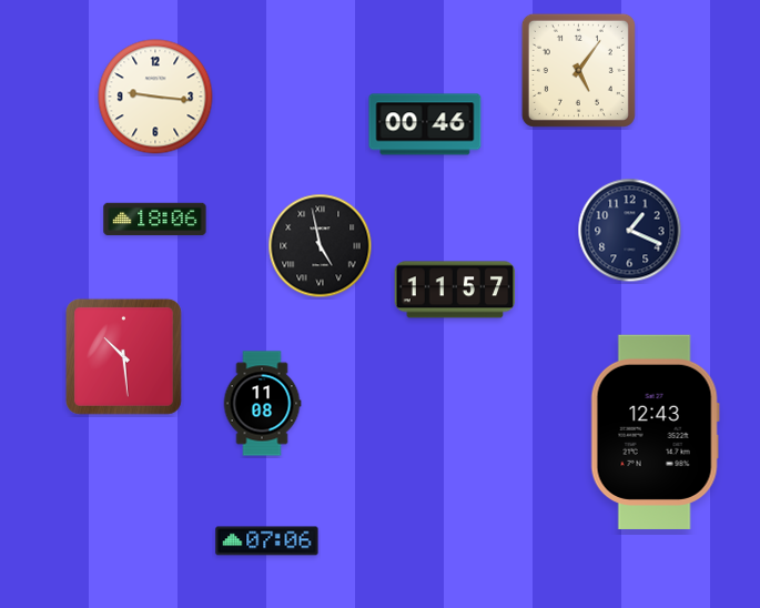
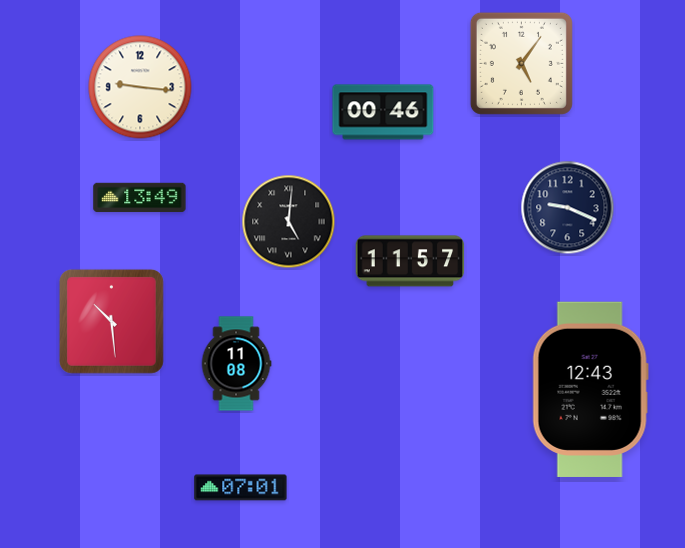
clock at (155, 220): 18:06 -> 13:49
clock at (630, 231): 1:19 -> 9:19
clock at (321, 246): 4:58 -> 5:01
clock at (267, 541): 07:06 -> 07:01
